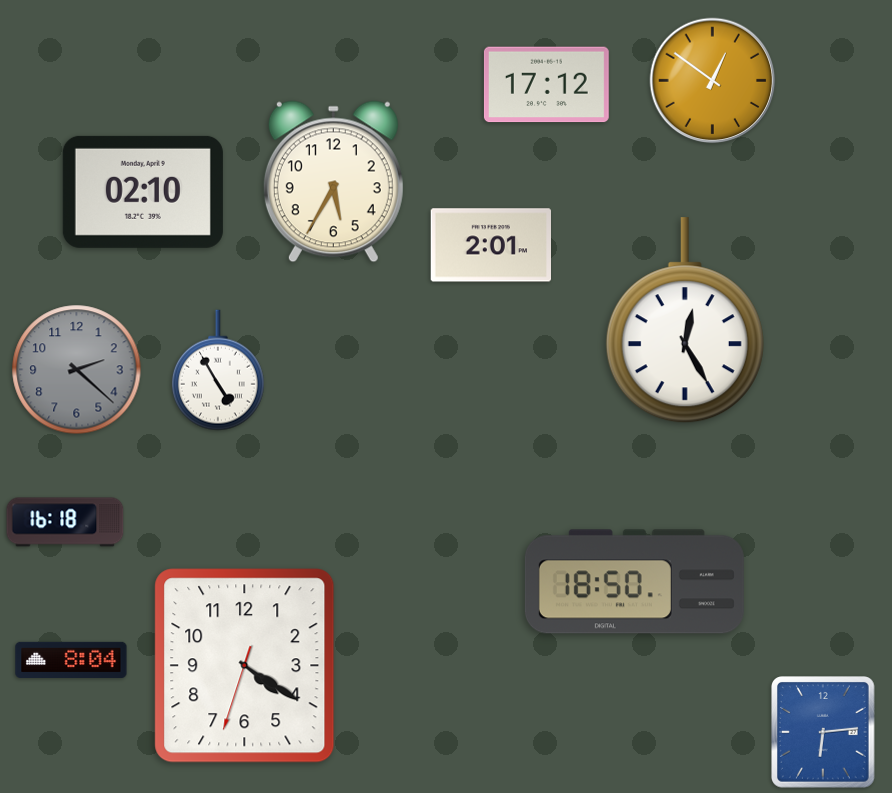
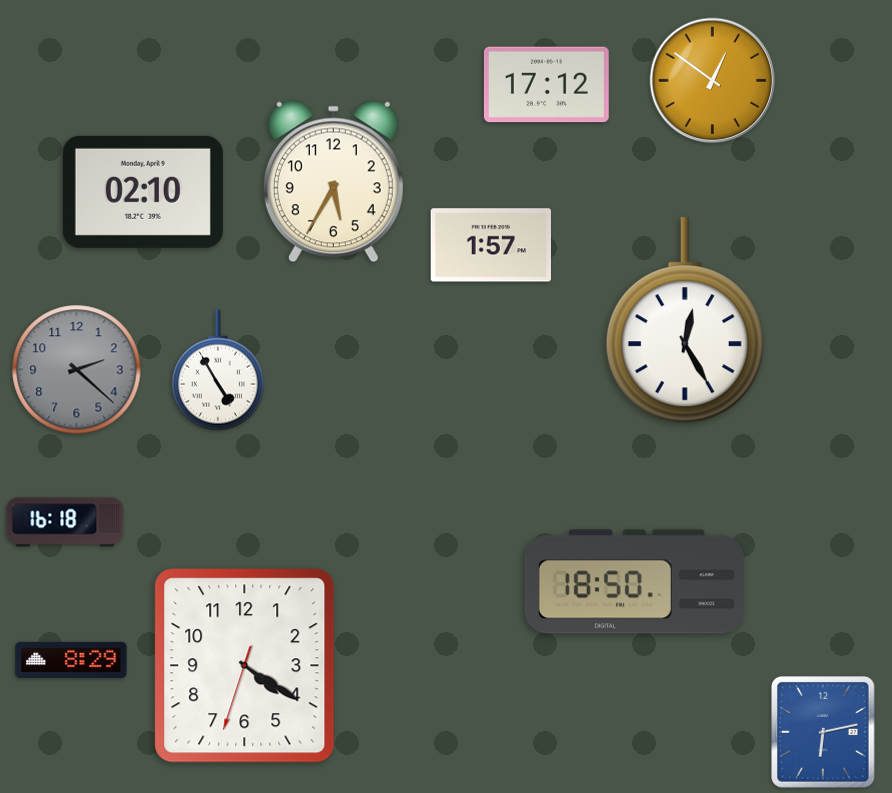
clock at (490, 245): 2:01 -> 1:57
clock at (71, 660): 8:04 -> 8:29
clock at (824, 732): 6:14 -> 6:13
